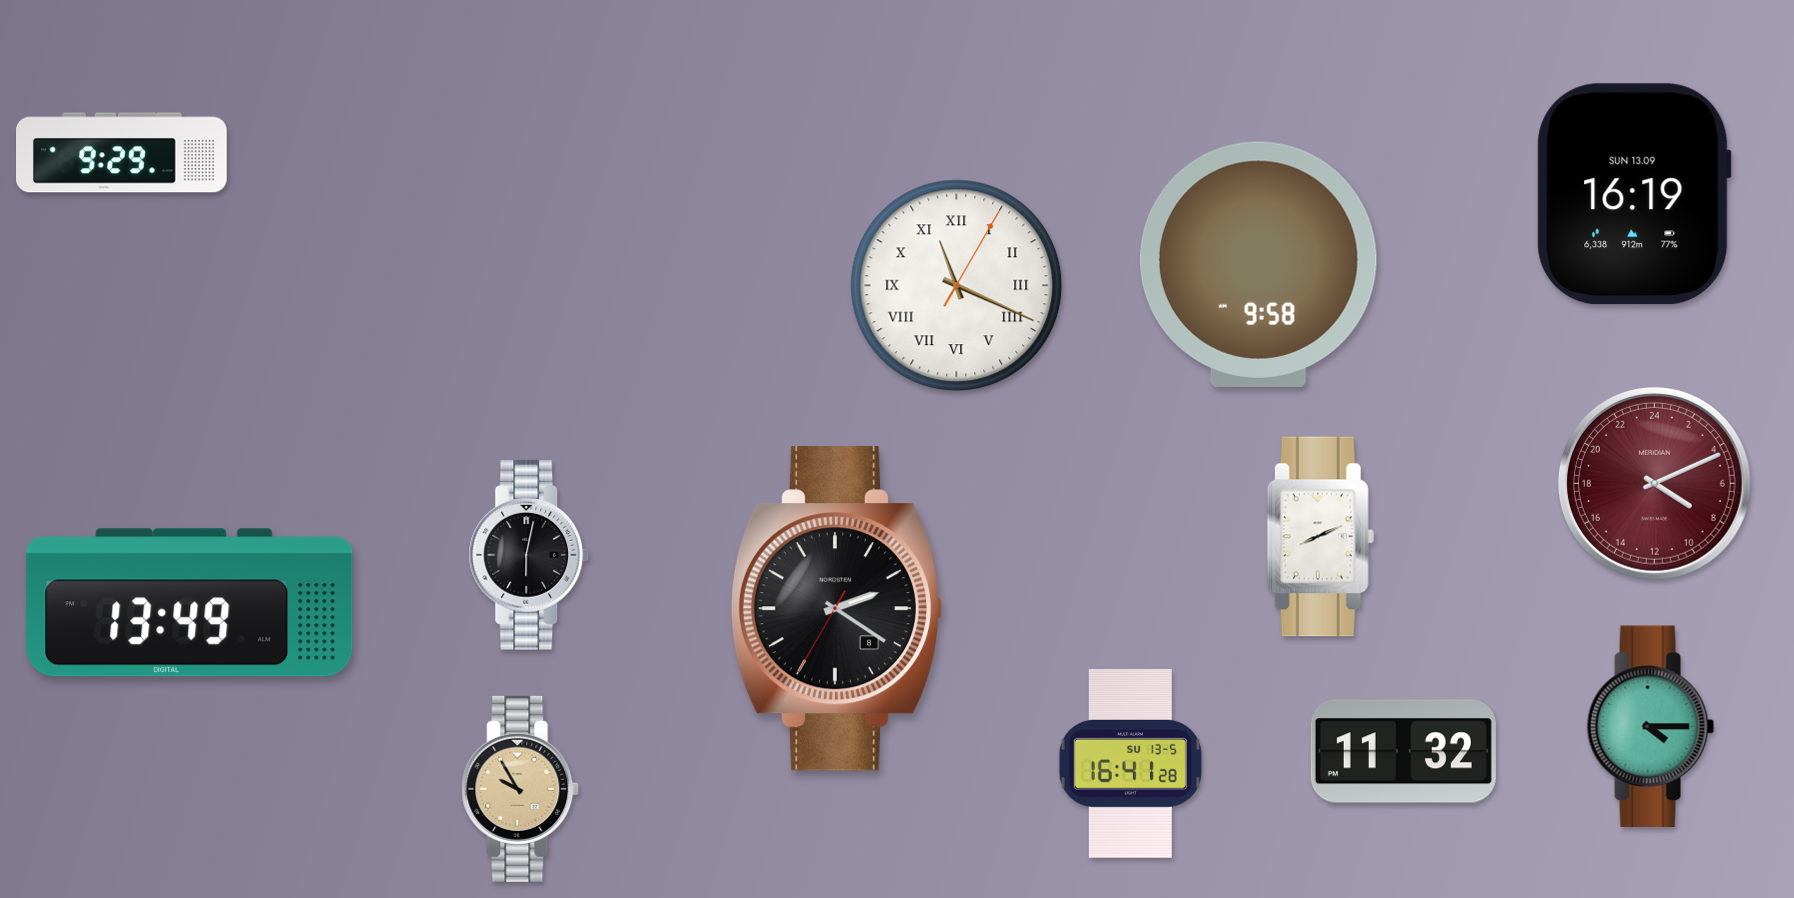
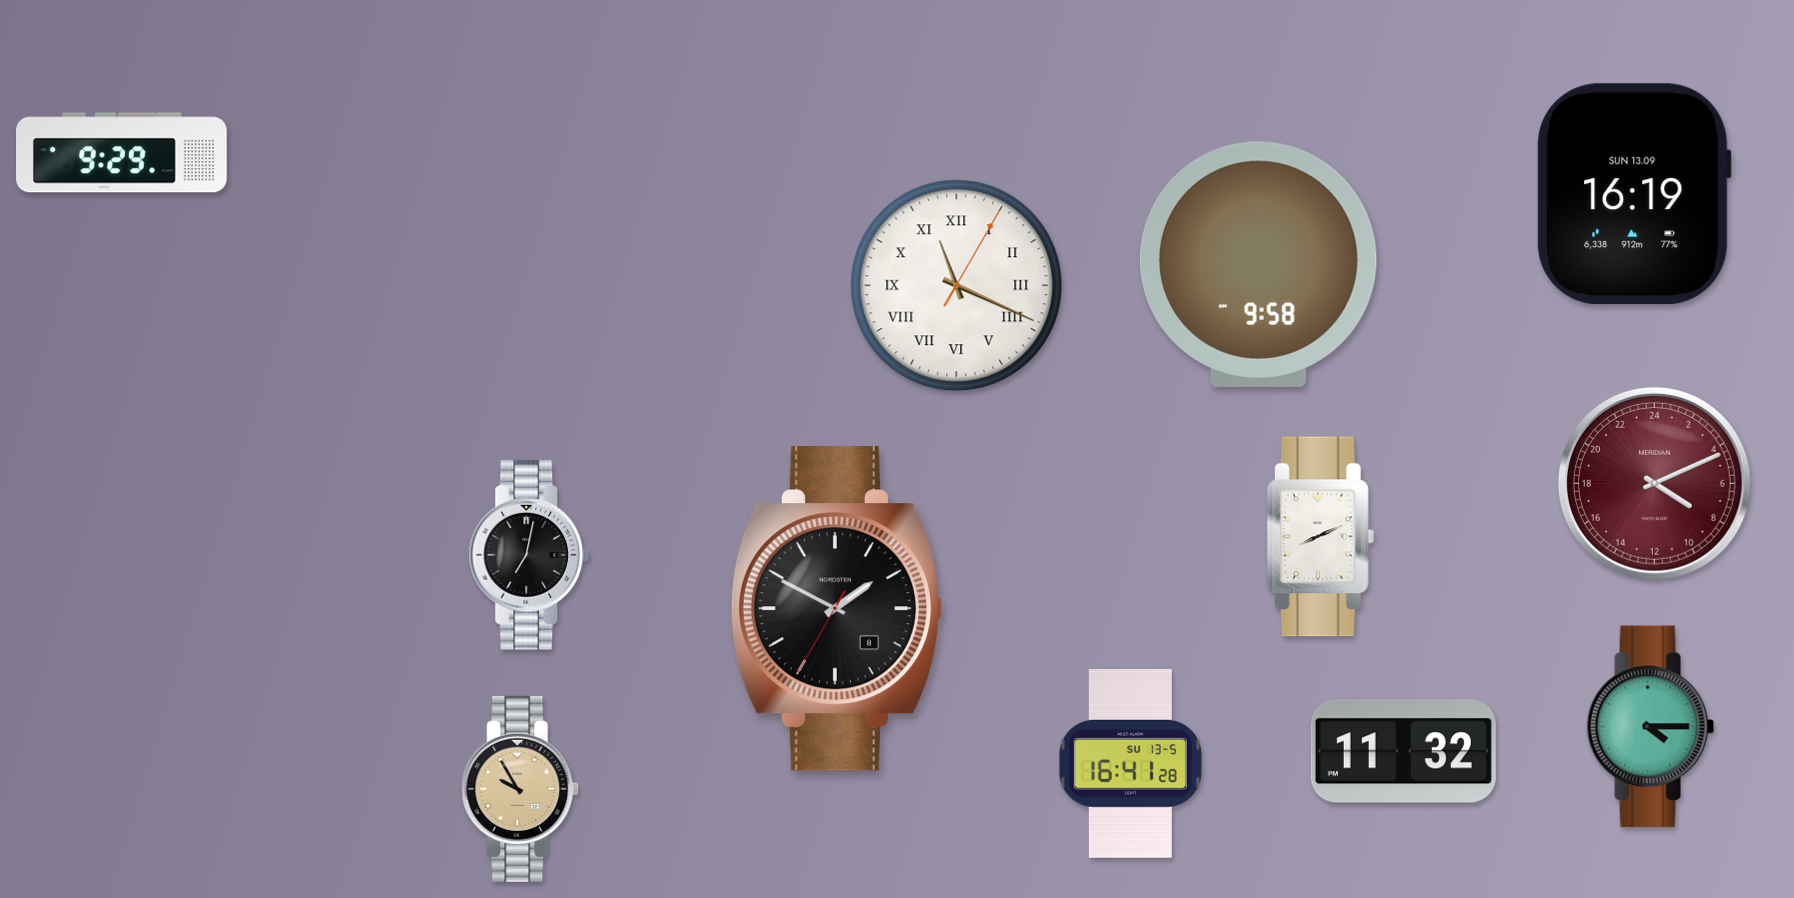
clock at (529, 556): 6:02 -> 7:02
clock at (190, 603): 13:49 -> none
clock at (836, 609): 2:20 -> 1:49
